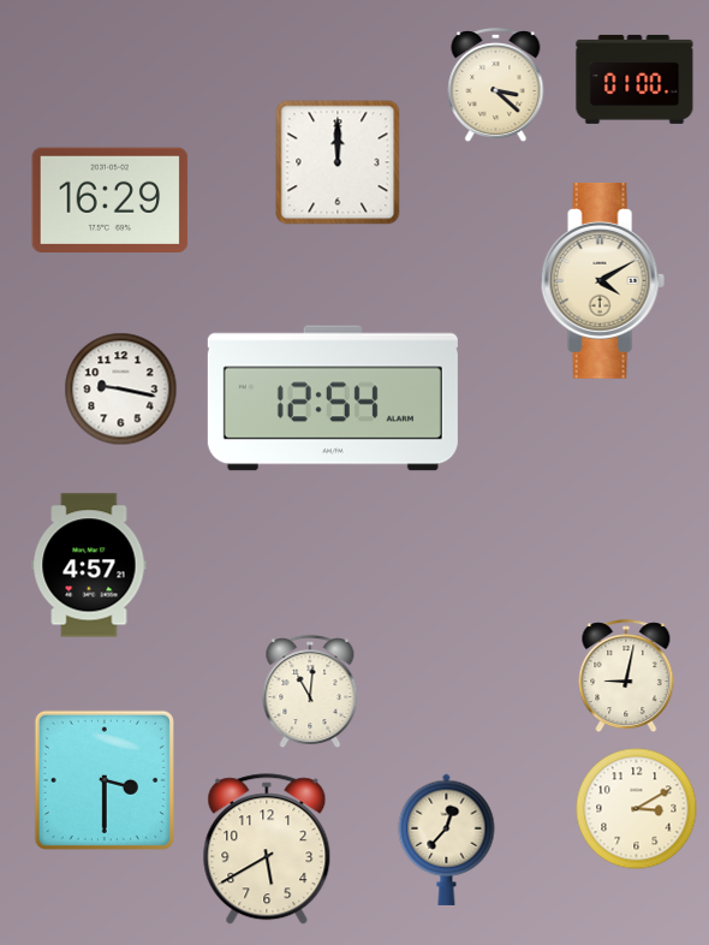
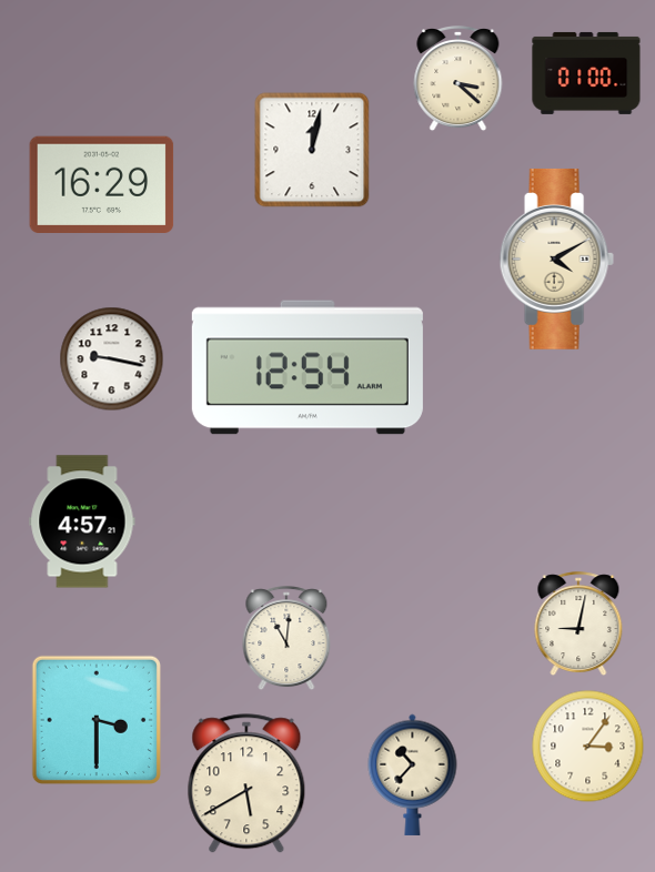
clock at (338, 162): 12:00 -> 12:02
clock at (637, 809): 3:10 -> 3:06
clock at (447, 839): 12:37 -> 10:37
